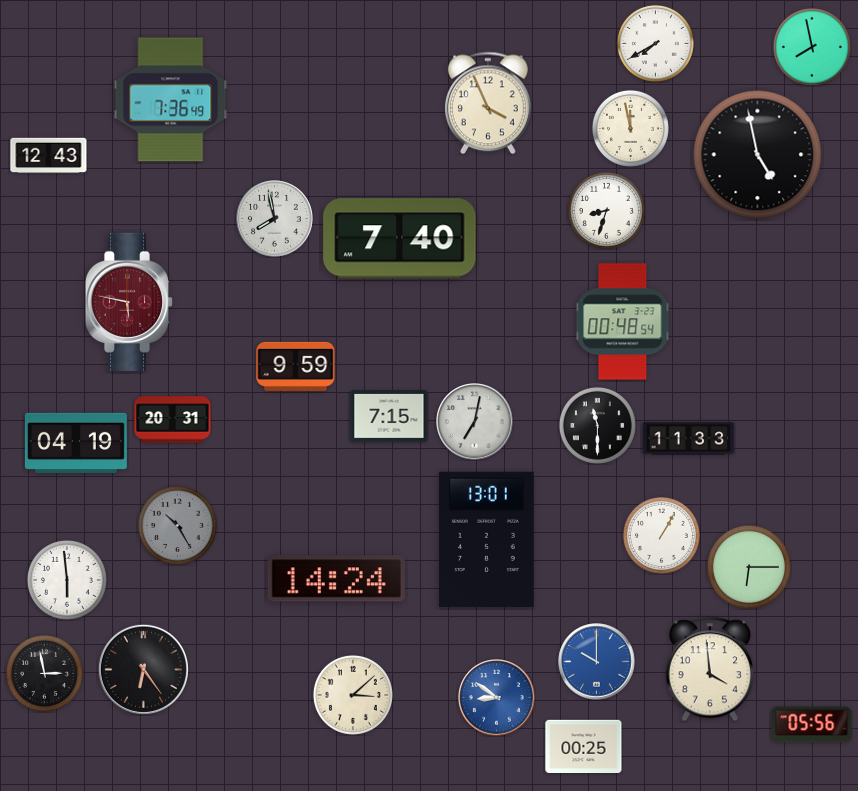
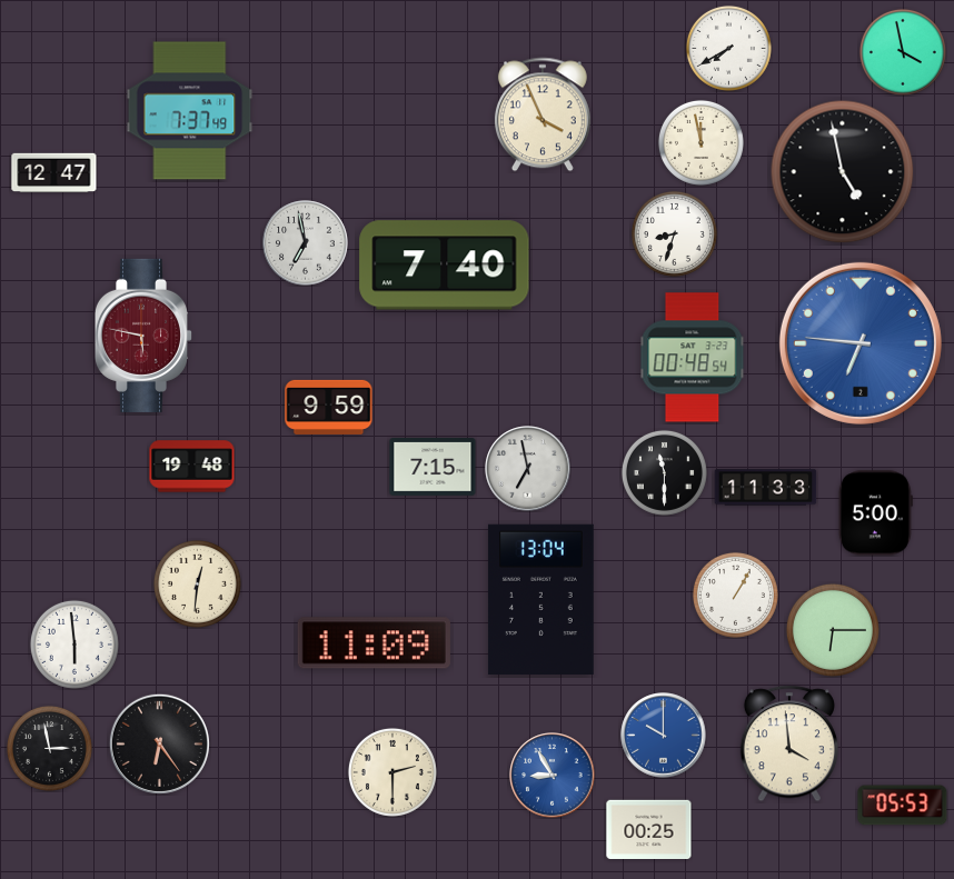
clock at (812, 47): 7:58 -> 3:58
clock at (171, 100): 7:36 -> 7:37
clock at (49, 156): 12:43 -> 12:47
clock at (275, 219): 7:58 -> 6:58
clock at (861, 343): none -> 6:46
clock at (389, 417) position: (389, 417) -> (433, 468)
clock at (173, 420): 20:31 -> 19:48
clock at (475, 422): 7:02 -> 6:58
clock at (76, 443): 04:19 -> none
clock at (875, 513): none -> 5:00
clock at (177, 525): 10:25 -> 12:31
clock at (177, 525) dial: grey -> cream
clock at (486, 539): 13:01 -> 13:04
clock at (336, 579): 14:24 -> 11:09
clock at (353, 695): 3:08 -> 2:30
clock at (497, 698): 8:51 -> 8:55
clock at (812, 725): 05:56 -> 05:53
